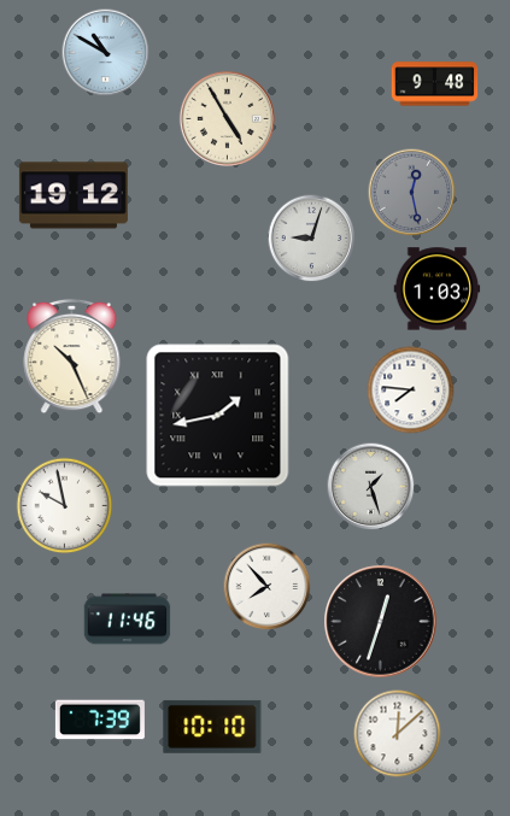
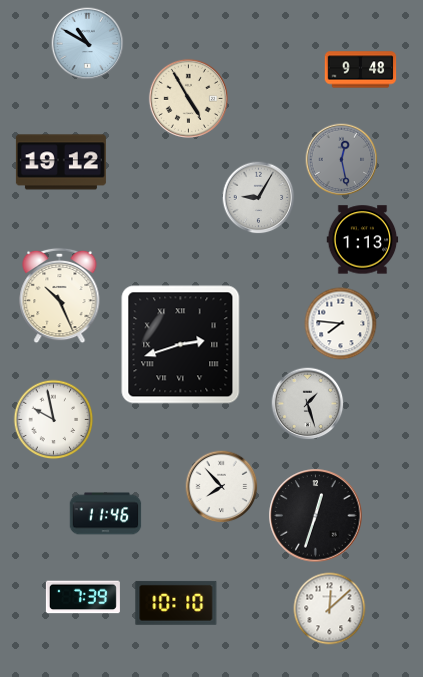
clock at (312, 239): 9:03 -> 9:05
clock at (438, 289): 1:03 -> 1:13
clock at (218, 416): 1:43 -> 2:42
